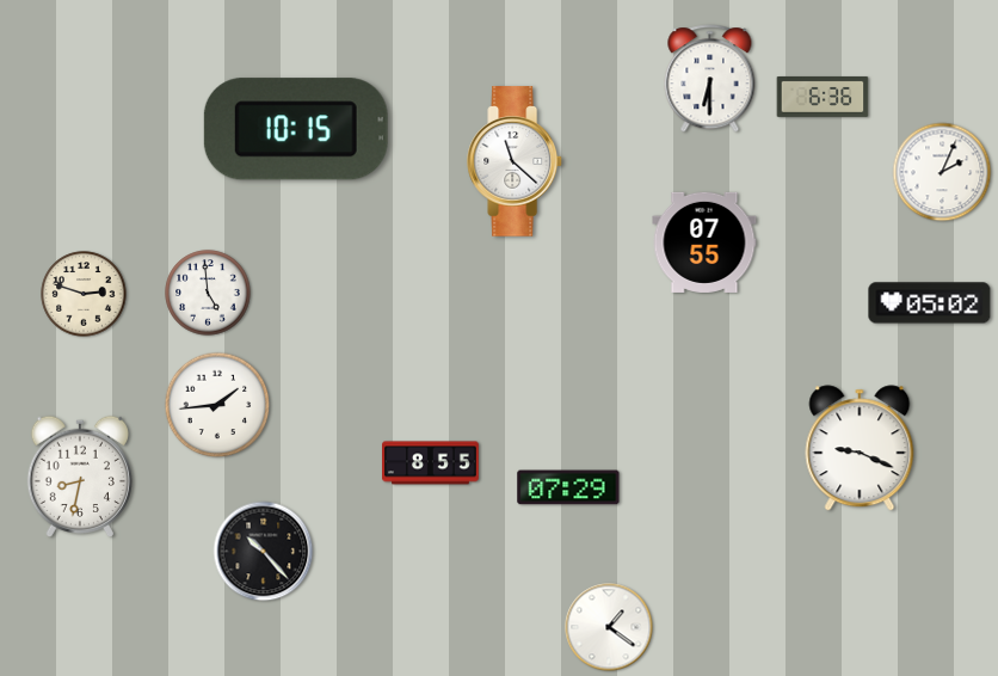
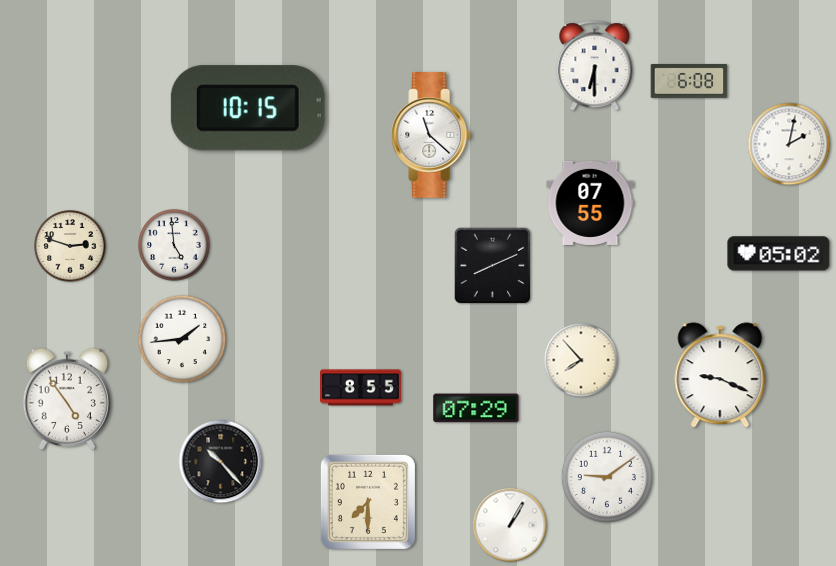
clock at (823, 97): 6:36 -> 6:08
clock at (942, 172): 2:04 -> 2:02
clock at (493, 266): none -> 8:11
clock at (581, 360): none -> 7:53
clock at (79, 475): 8:32 -> 4:54
clock at (607, 477): none -> 9:09
clock at (368, 502): none -> 7:30
clock at (609, 627): 1:21 -> 1:05
